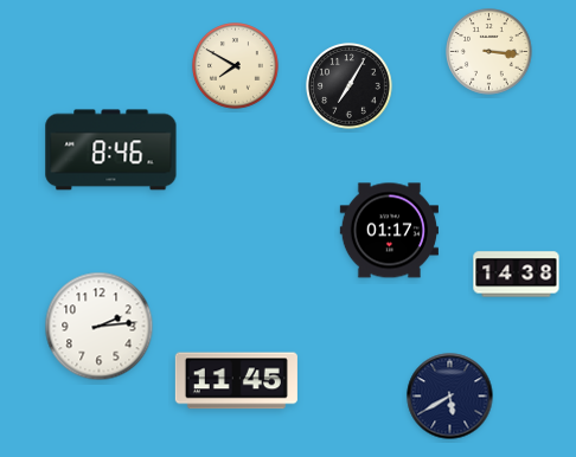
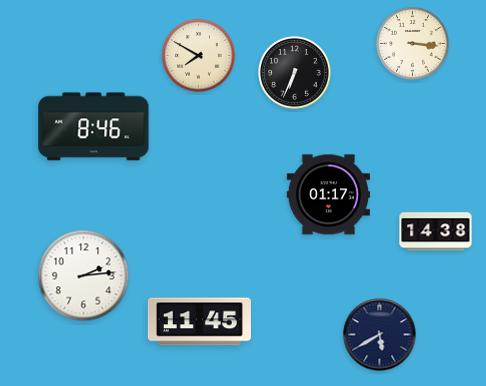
clock at (350, 86): 7:05 -> 6:34
